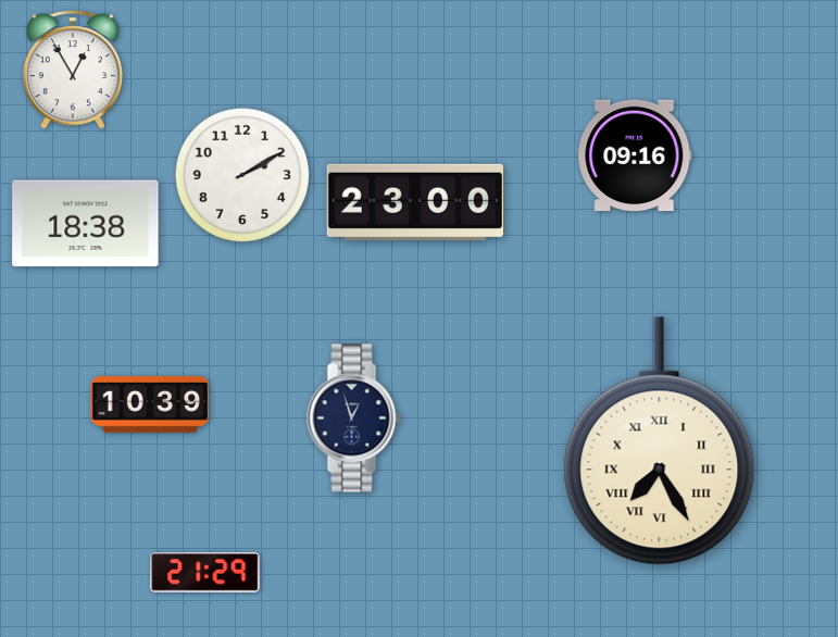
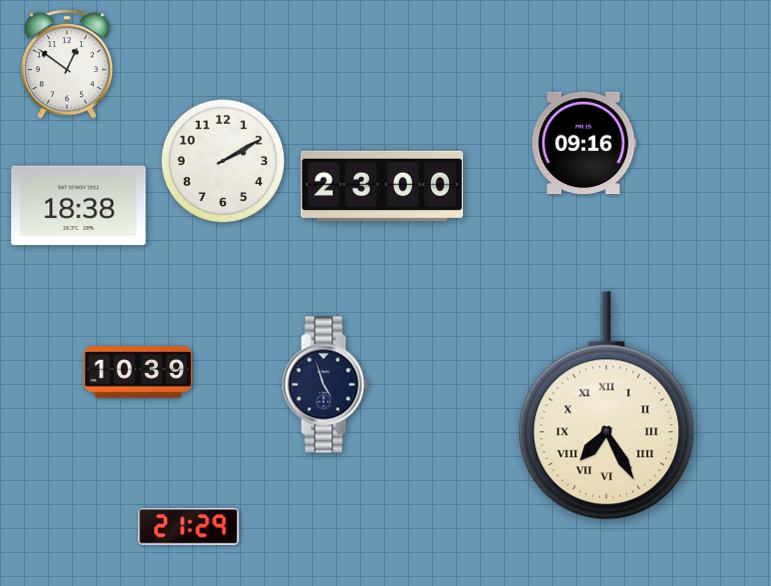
clock at (73, 70): 12:55 -> 12:51
clock at (354, 419): 12:57 -> 4:57
